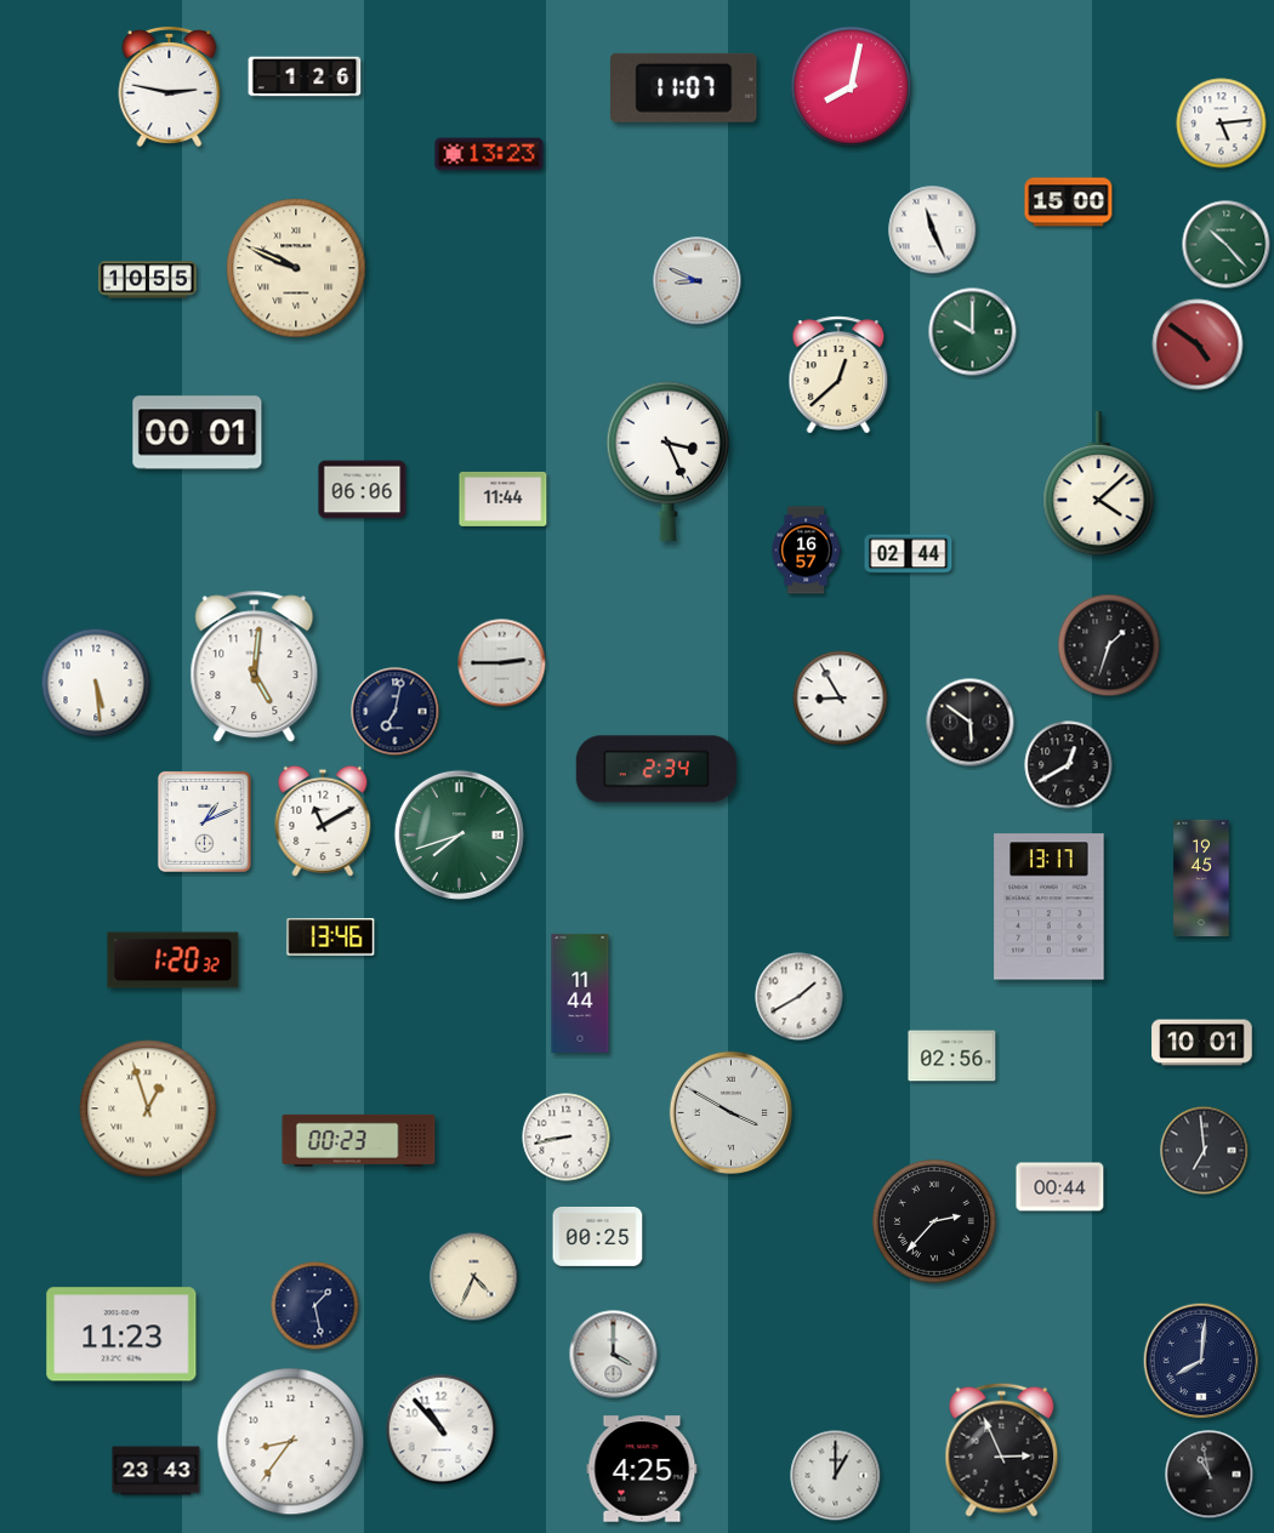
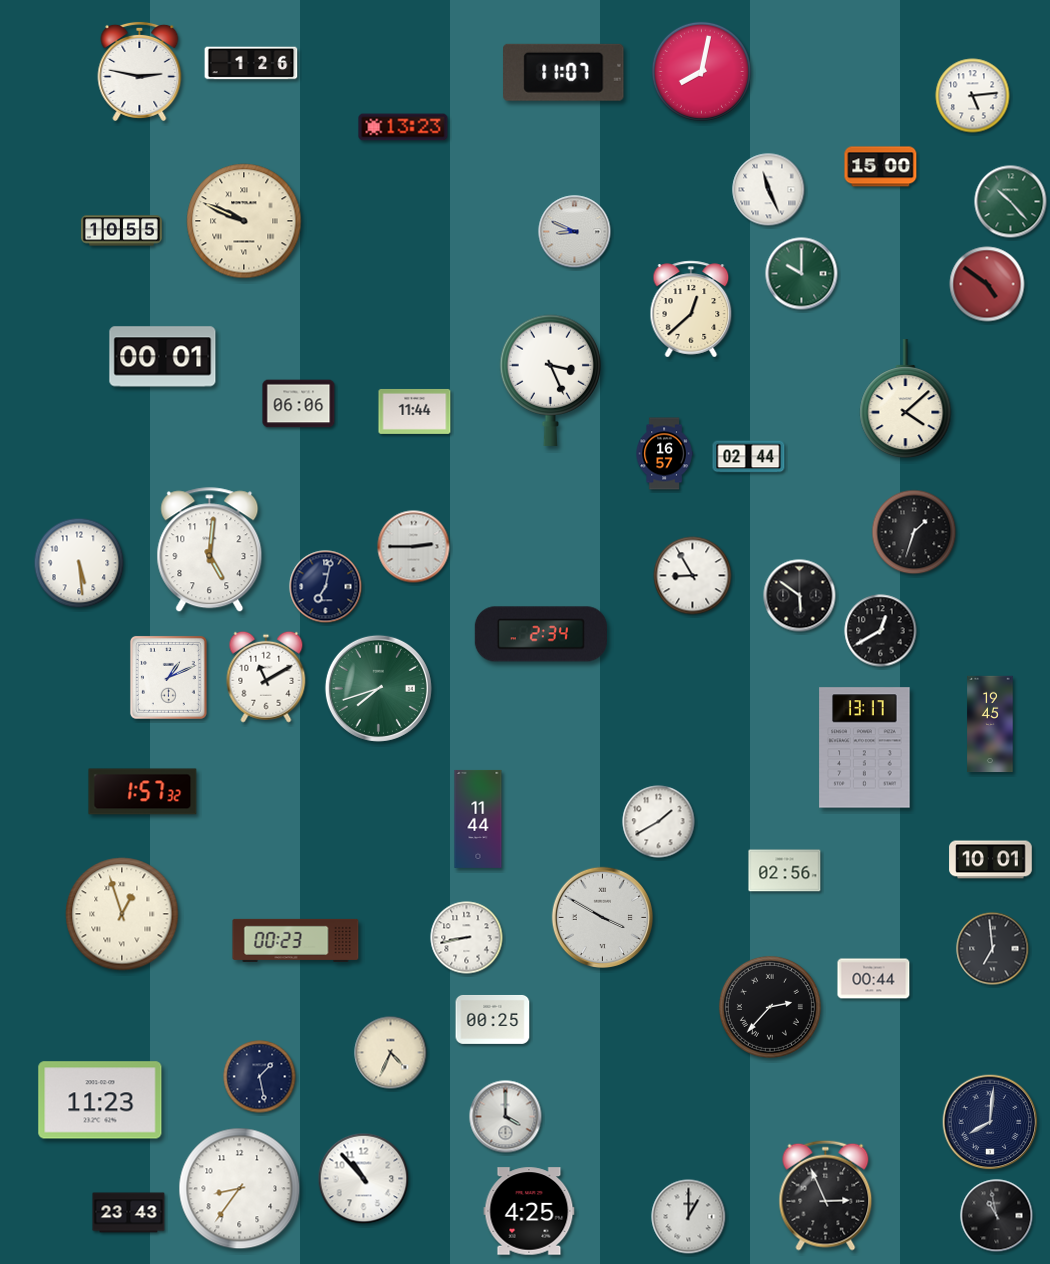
clock at (1222, 124) position: (1222, 124) -> (973, 96)
clock at (331, 938): 13:46 -> none
clock at (174, 961): 1:20 -> 1:57
